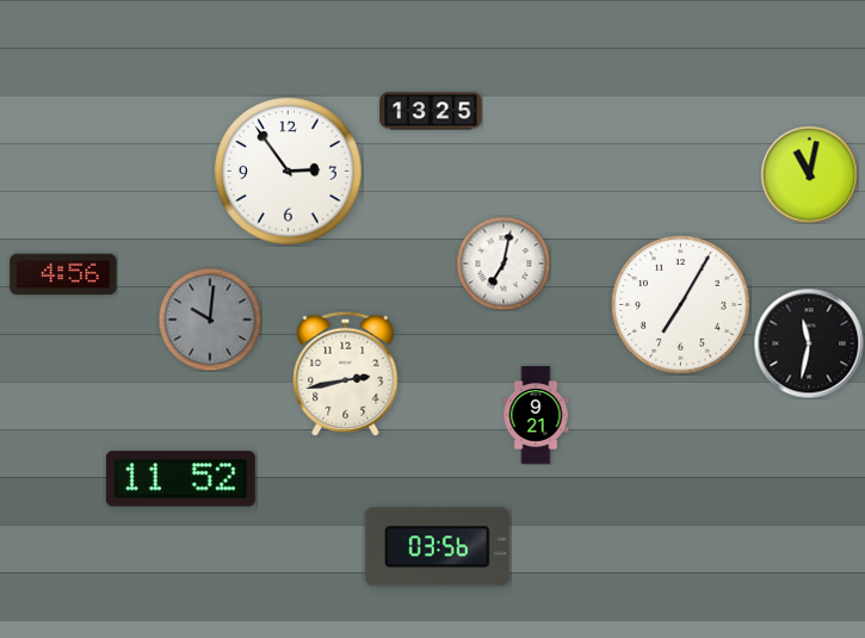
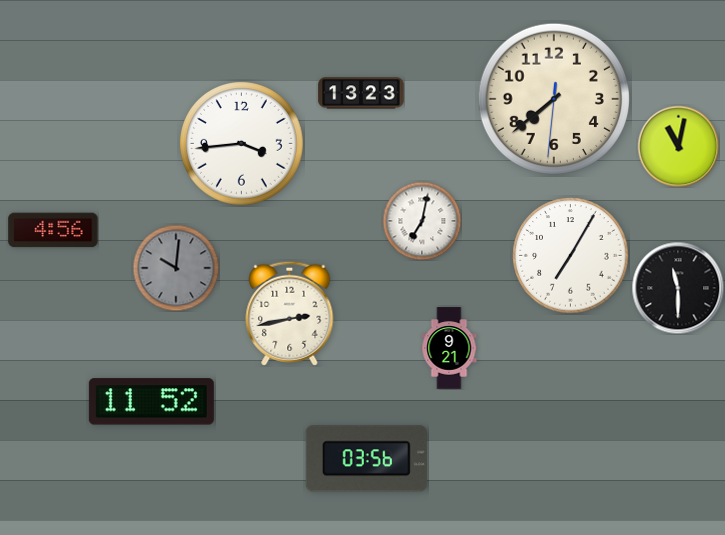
clock at (431, 111): 13:25 -> 13:23
clock at (553, 98): none -> 7:38
clock at (289, 172): 2:54 -> 3:44
clock at (809, 343): 11:32 -> 11:30
